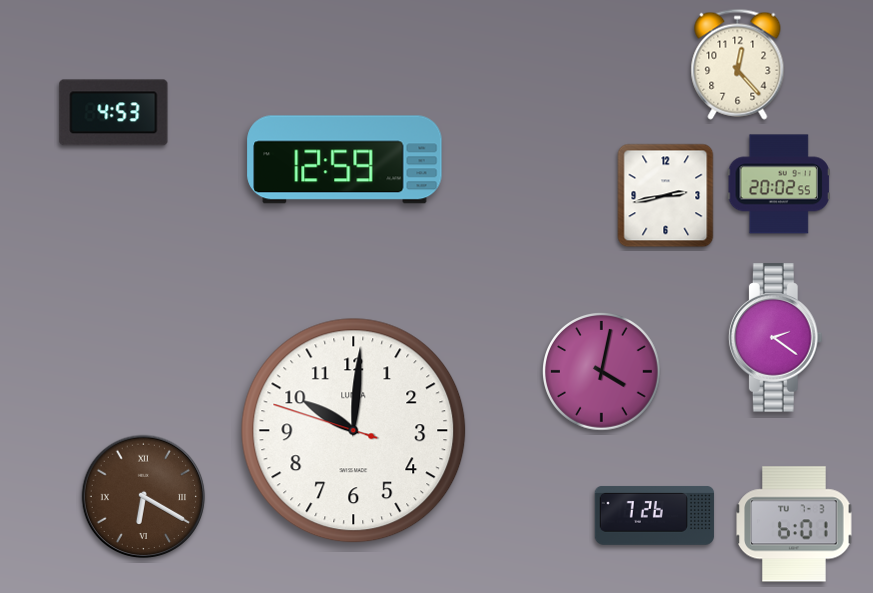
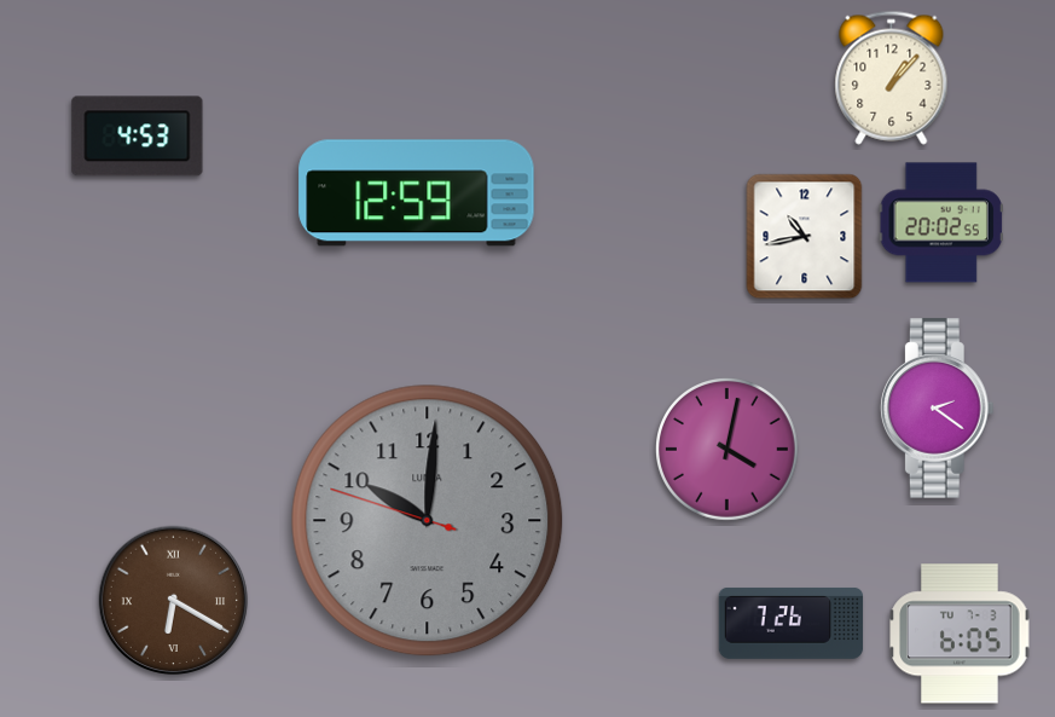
clock at (738, 64): 12:23 -> 1:07
clock at (666, 196): 2:43 -> 10:43
clock at (354, 431) dial: white -> grey
clock at (794, 524): 6:01 -> 6:05
